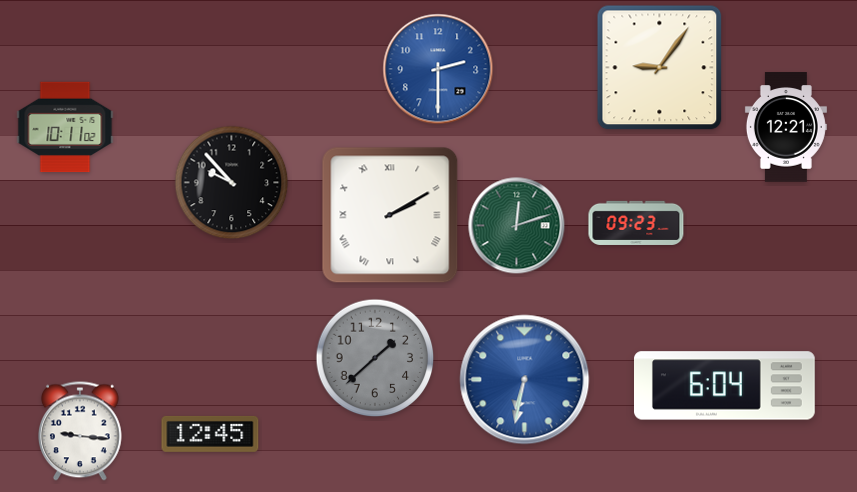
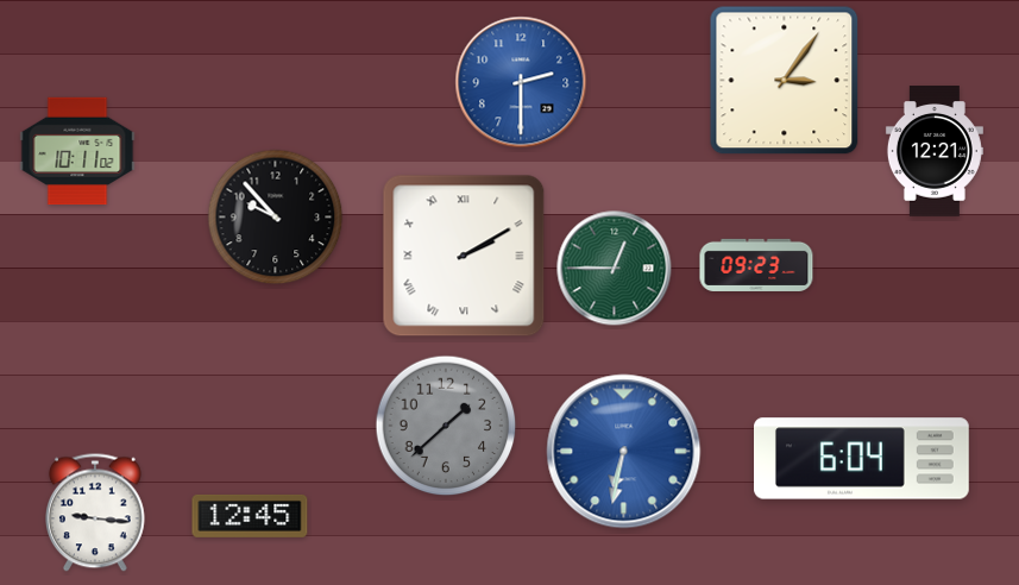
clock at (660, 68): 9:06 -> 3:06
clock at (517, 226): 12:12 -> 12:45
